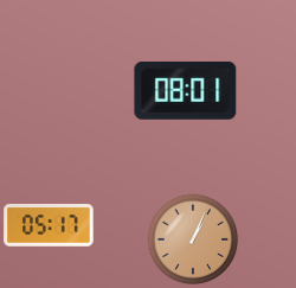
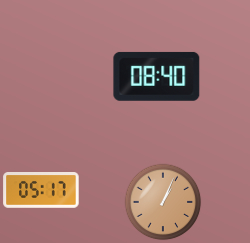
clock at (186, 90): 08:01 -> 08:40
